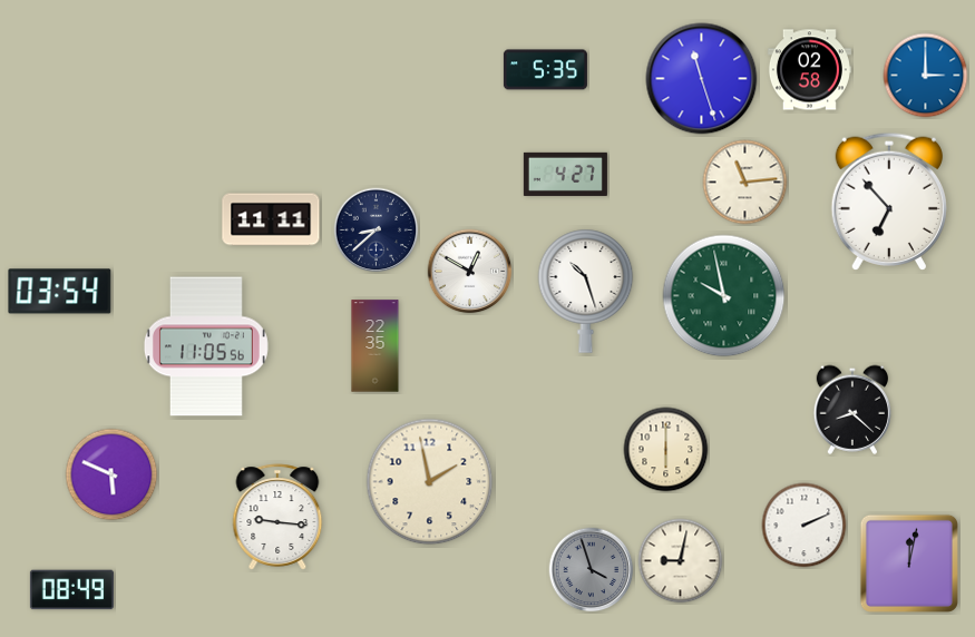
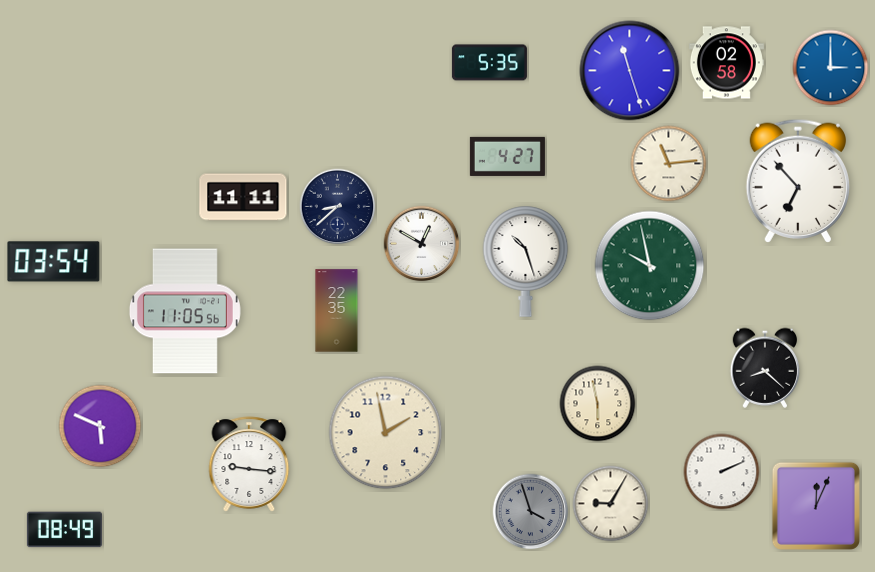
clock at (666, 450): 6:00 -> 5:58
clock at (681, 561): 9:02 -> 9:05
clock at (909, 563): 12:02 -> 12:04
